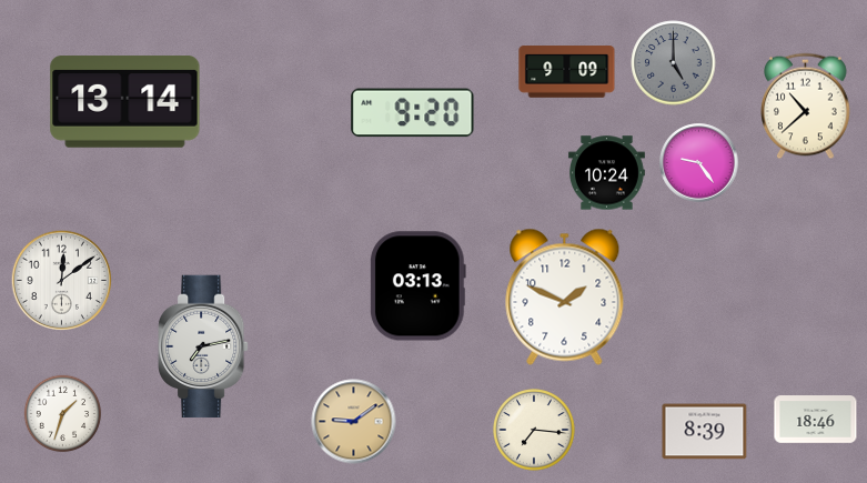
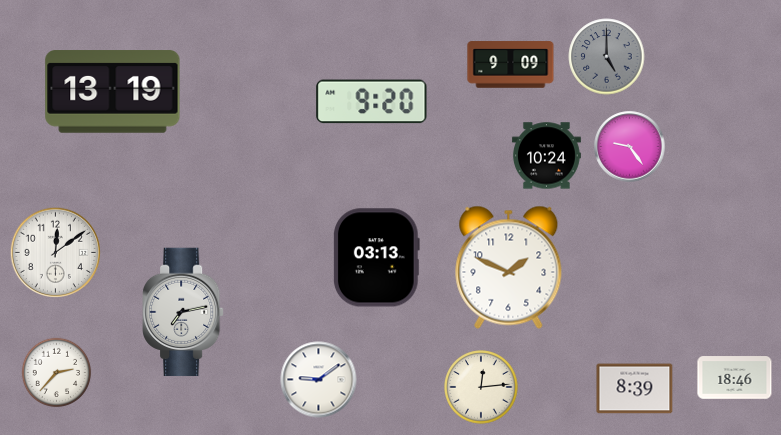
clock at (125, 102): 13:14 -> 13:19
clock at (806, 107): 10:38 -> none
clock at (63, 414): 1:33 -> 2:37
clock at (354, 422) dial: champagne -> white
clock at (534, 430): 7:16 -> 12:14
